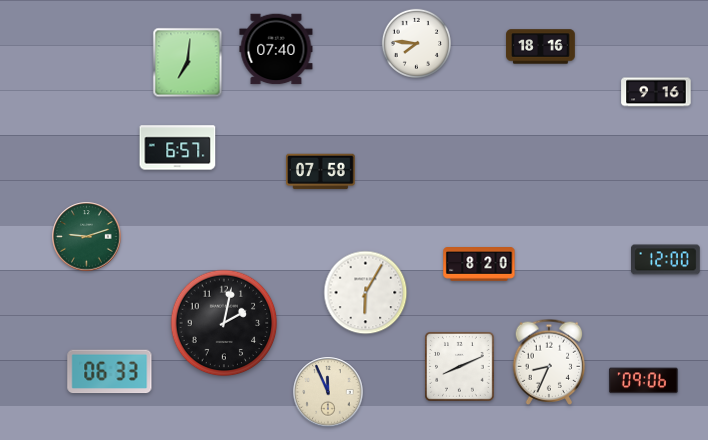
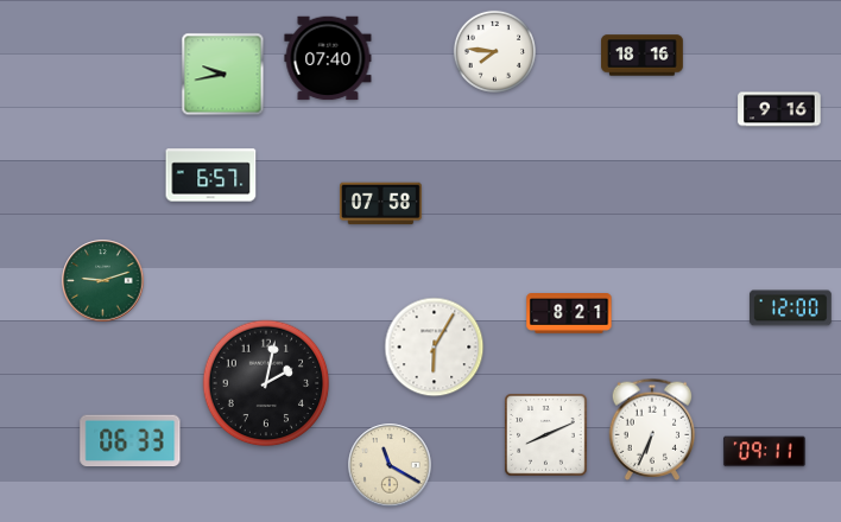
clock at (188, 63): 7:01 -> 9:43
clock at (479, 264): 8:20 -> 8:21
clock at (549, 362): 8:34 -> 6:34
clock at (643, 381): 09:06 -> 09:11
clock at (328, 392): 11:56 -> 11:20
